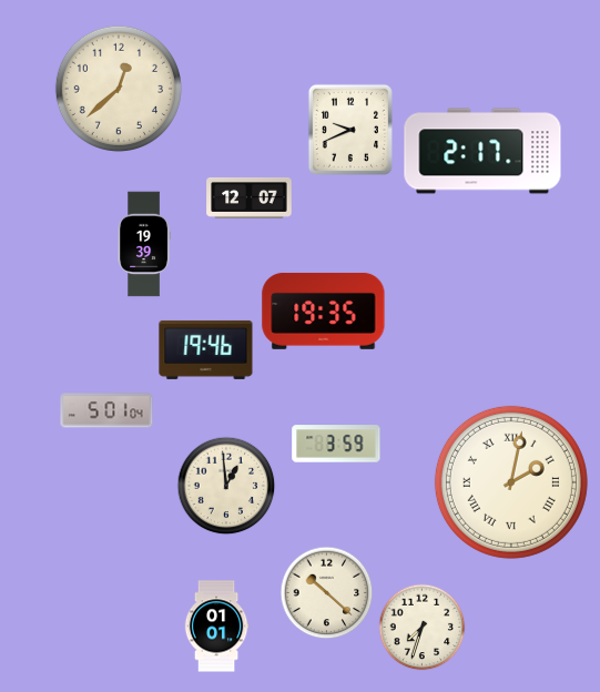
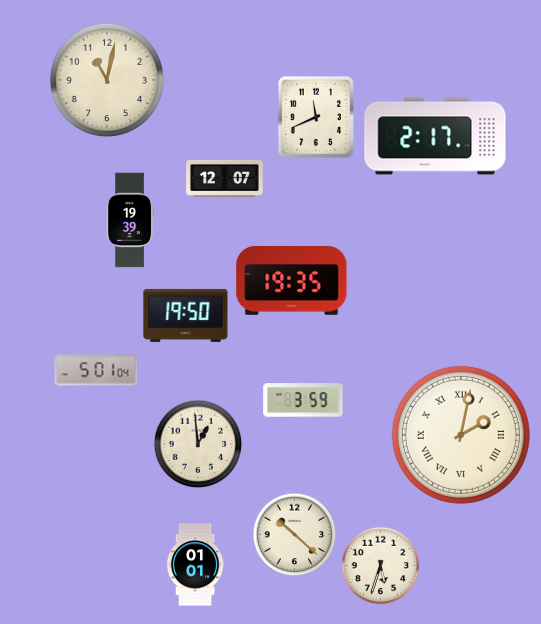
clock at (119, 89): 12:38 -> 11:02
clock at (350, 130): 9:41 -> 11:41
clock at (206, 349): 19:46 -> 19:50
clock at (226, 486) position: (226, 486) -> (198, 444)
clock at (423, 628): 7:33 -> 5:33
